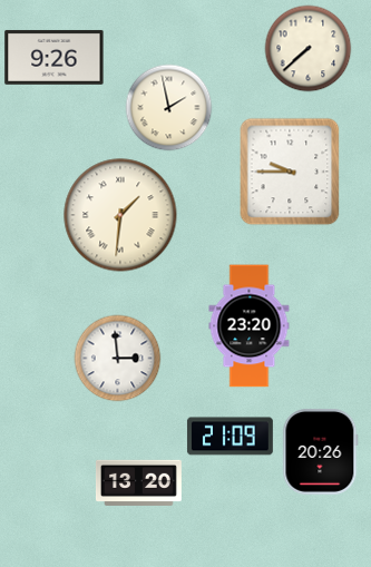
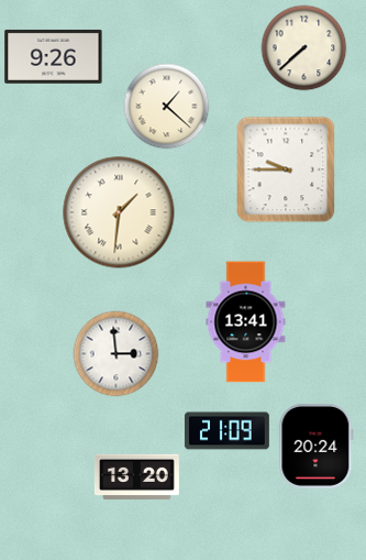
clock at (168, 107): 1:58 -> 1:22
clock at (250, 326): 23:20 -> 13:41
clock at (321, 451): 20:26 -> 20:24
